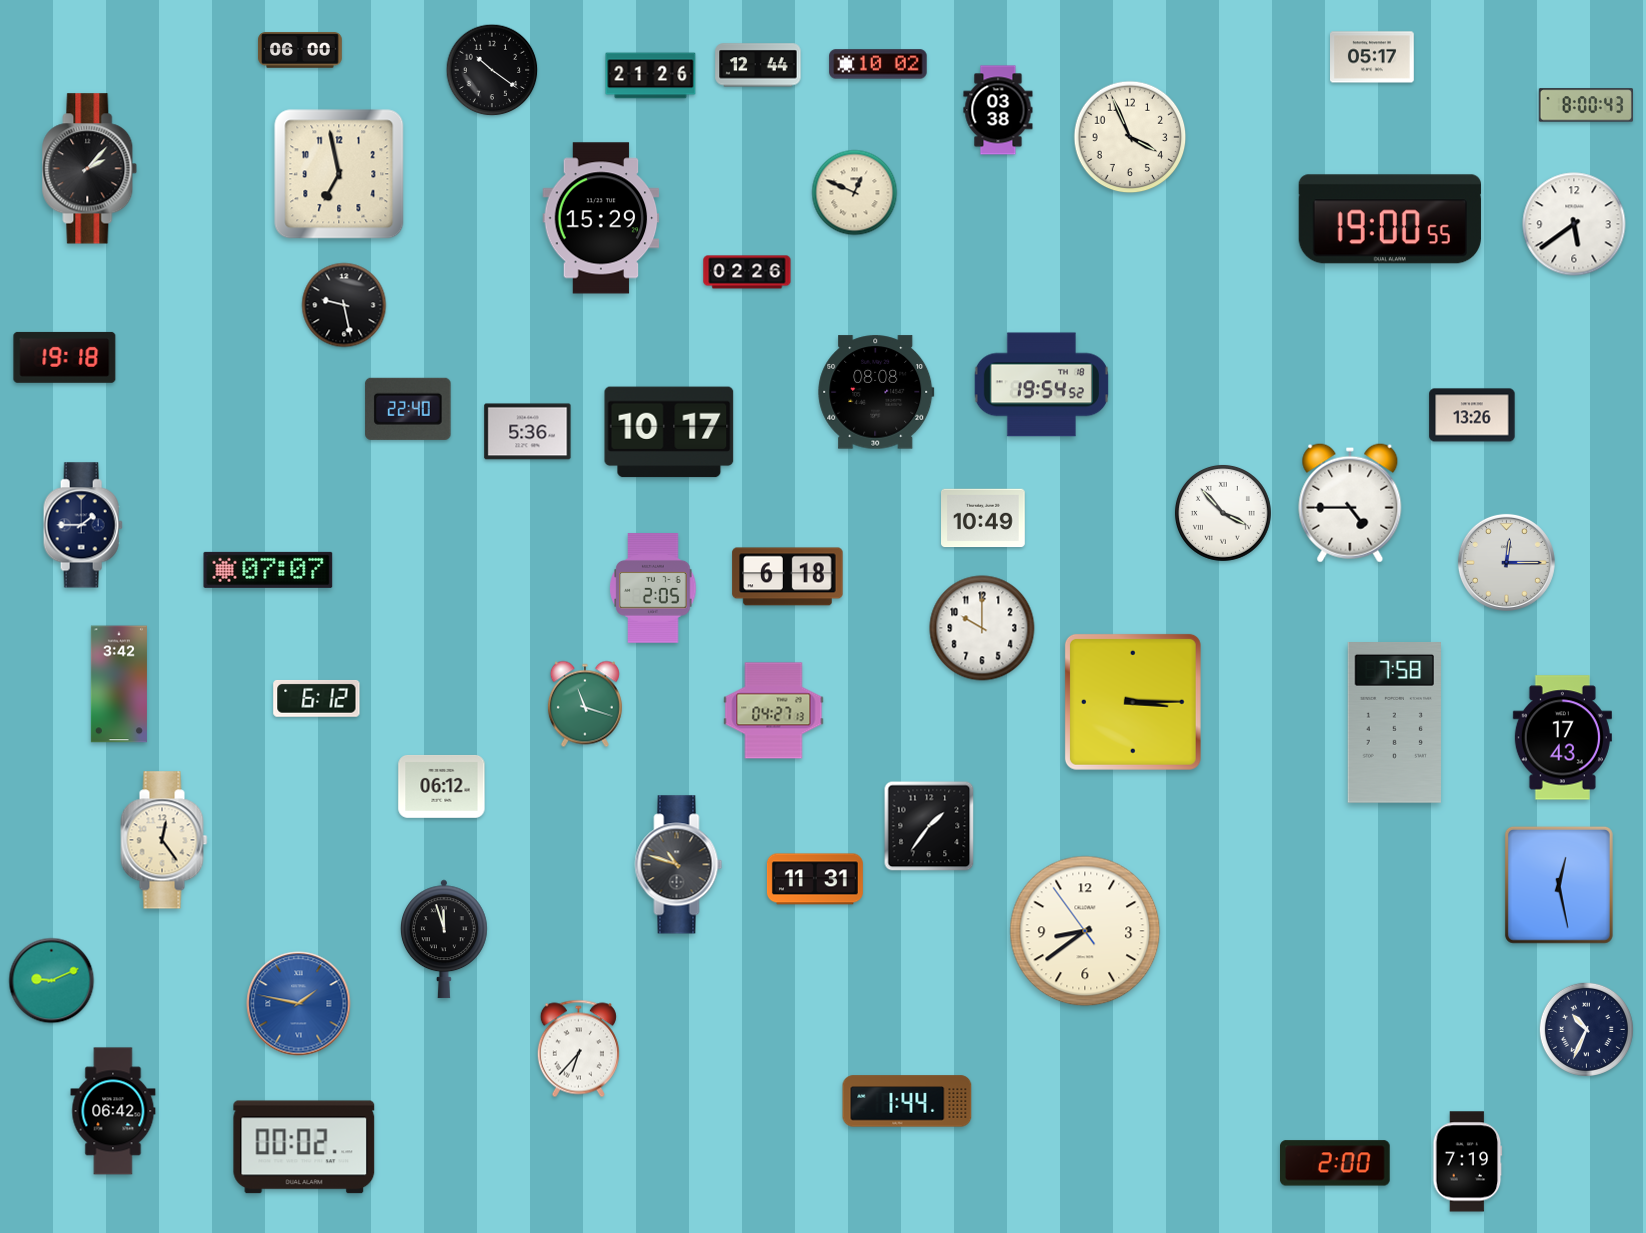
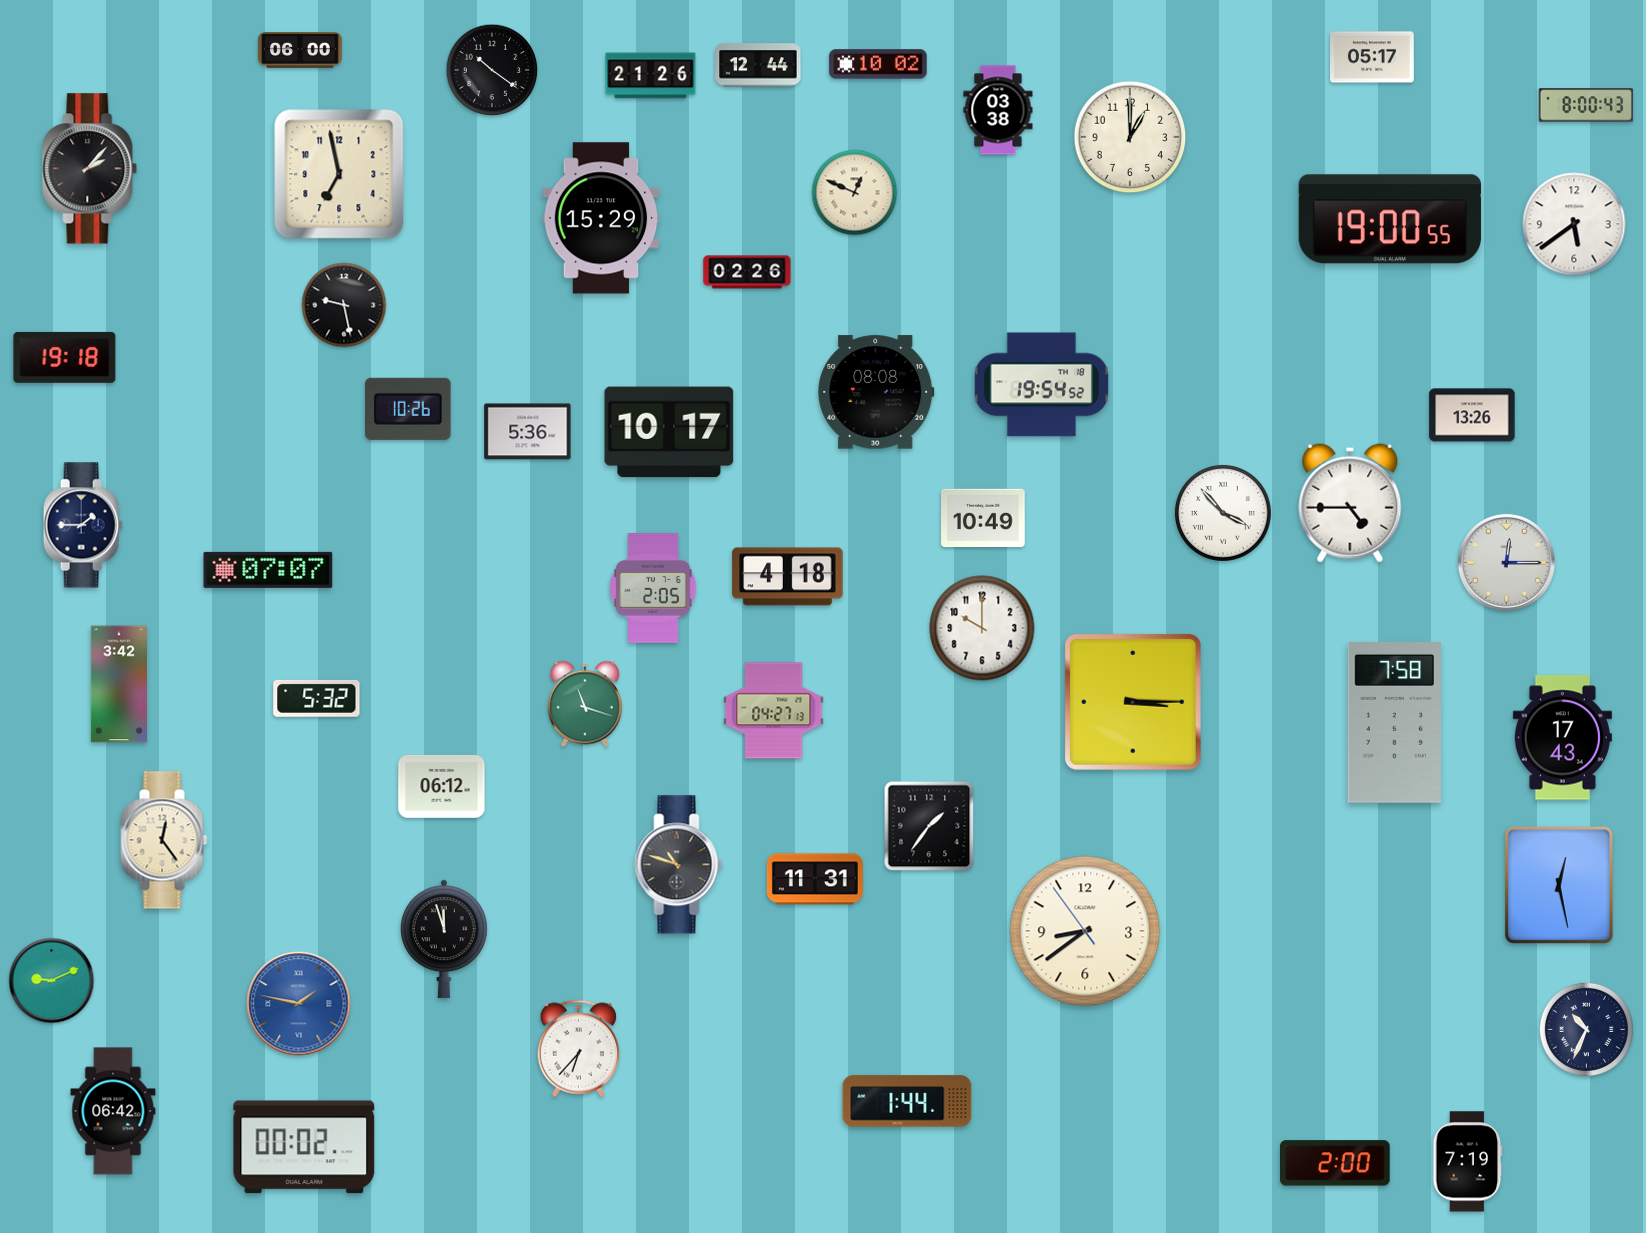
clock at (1130, 137): 3:56 -> 1:00
clock at (408, 409): 22:40 -> 10:26
clock at (788, 577): 6:18 -> 4:18
clock at (317, 698): 6:12 -> 5:32
